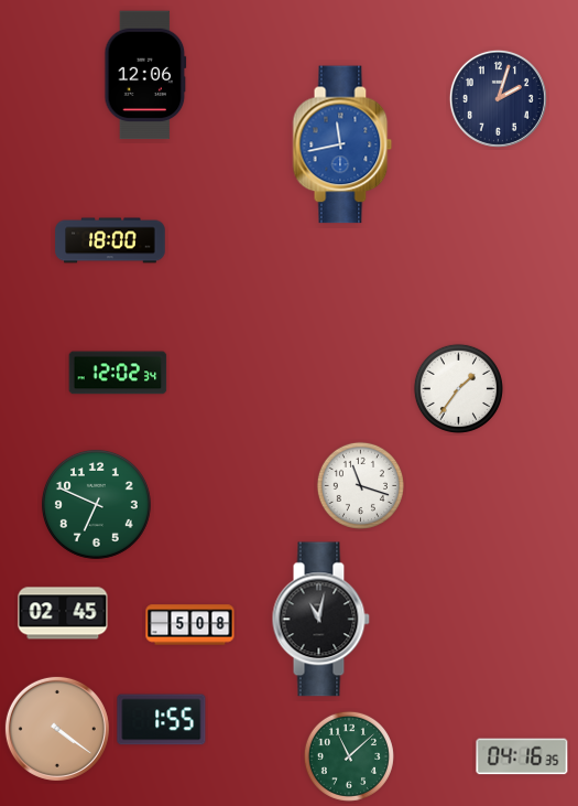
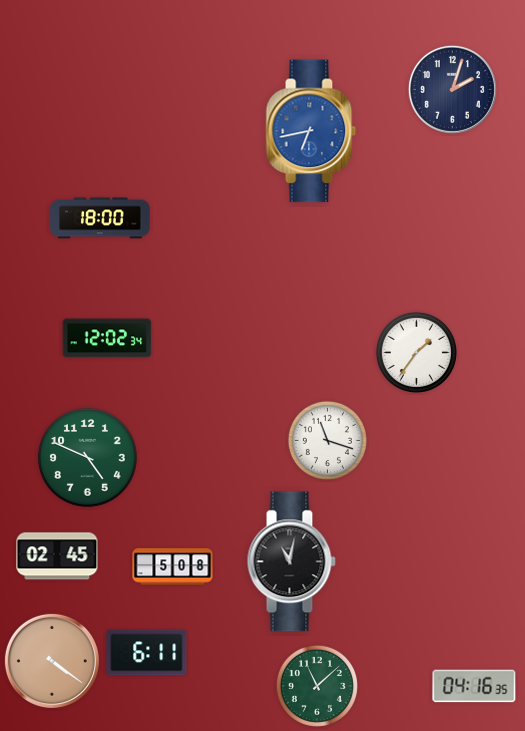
clock at (145, 75): 12:06 -> none
clock at (342, 144): 11:43 -> 6:43
clock at (96, 504): 6:49 -> 4:49
clock at (162, 720): 1:55 -> 6:11
